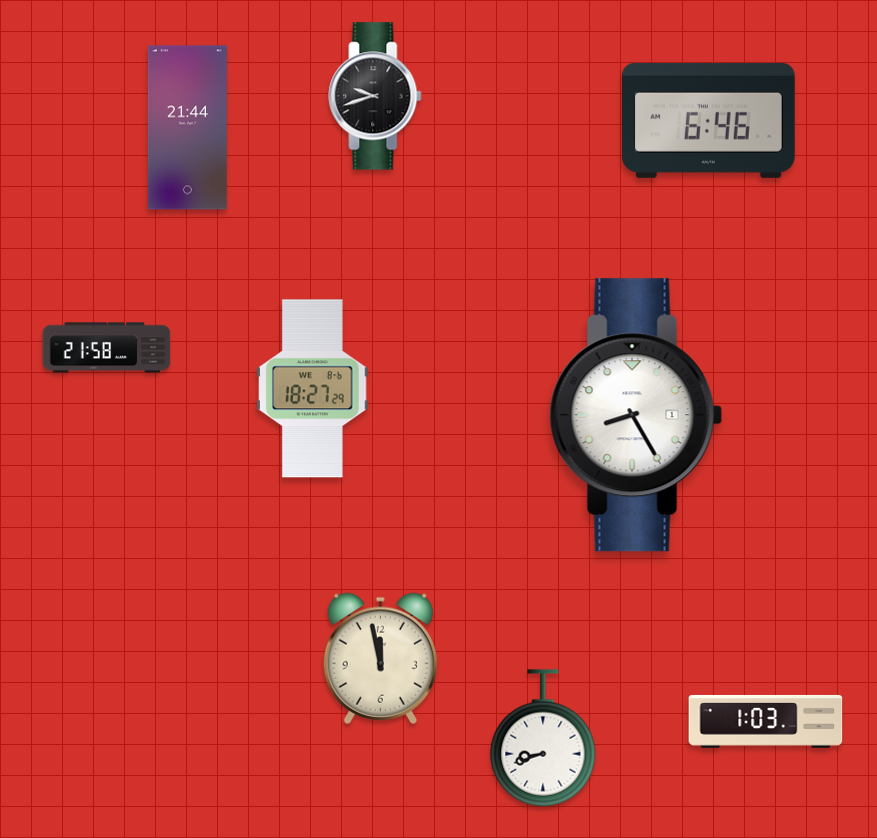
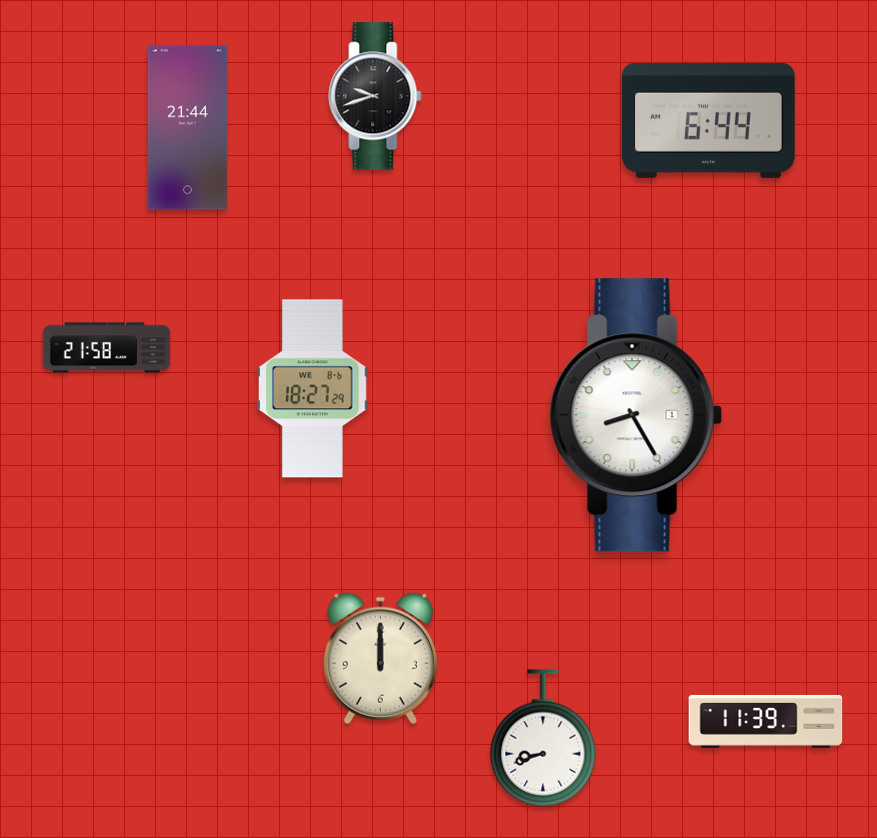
clock at (708, 120): 6:46 -> 6:44
clock at (380, 658): 11:58 -> 12:00
clock at (766, 721): 1:03 -> 11:39
